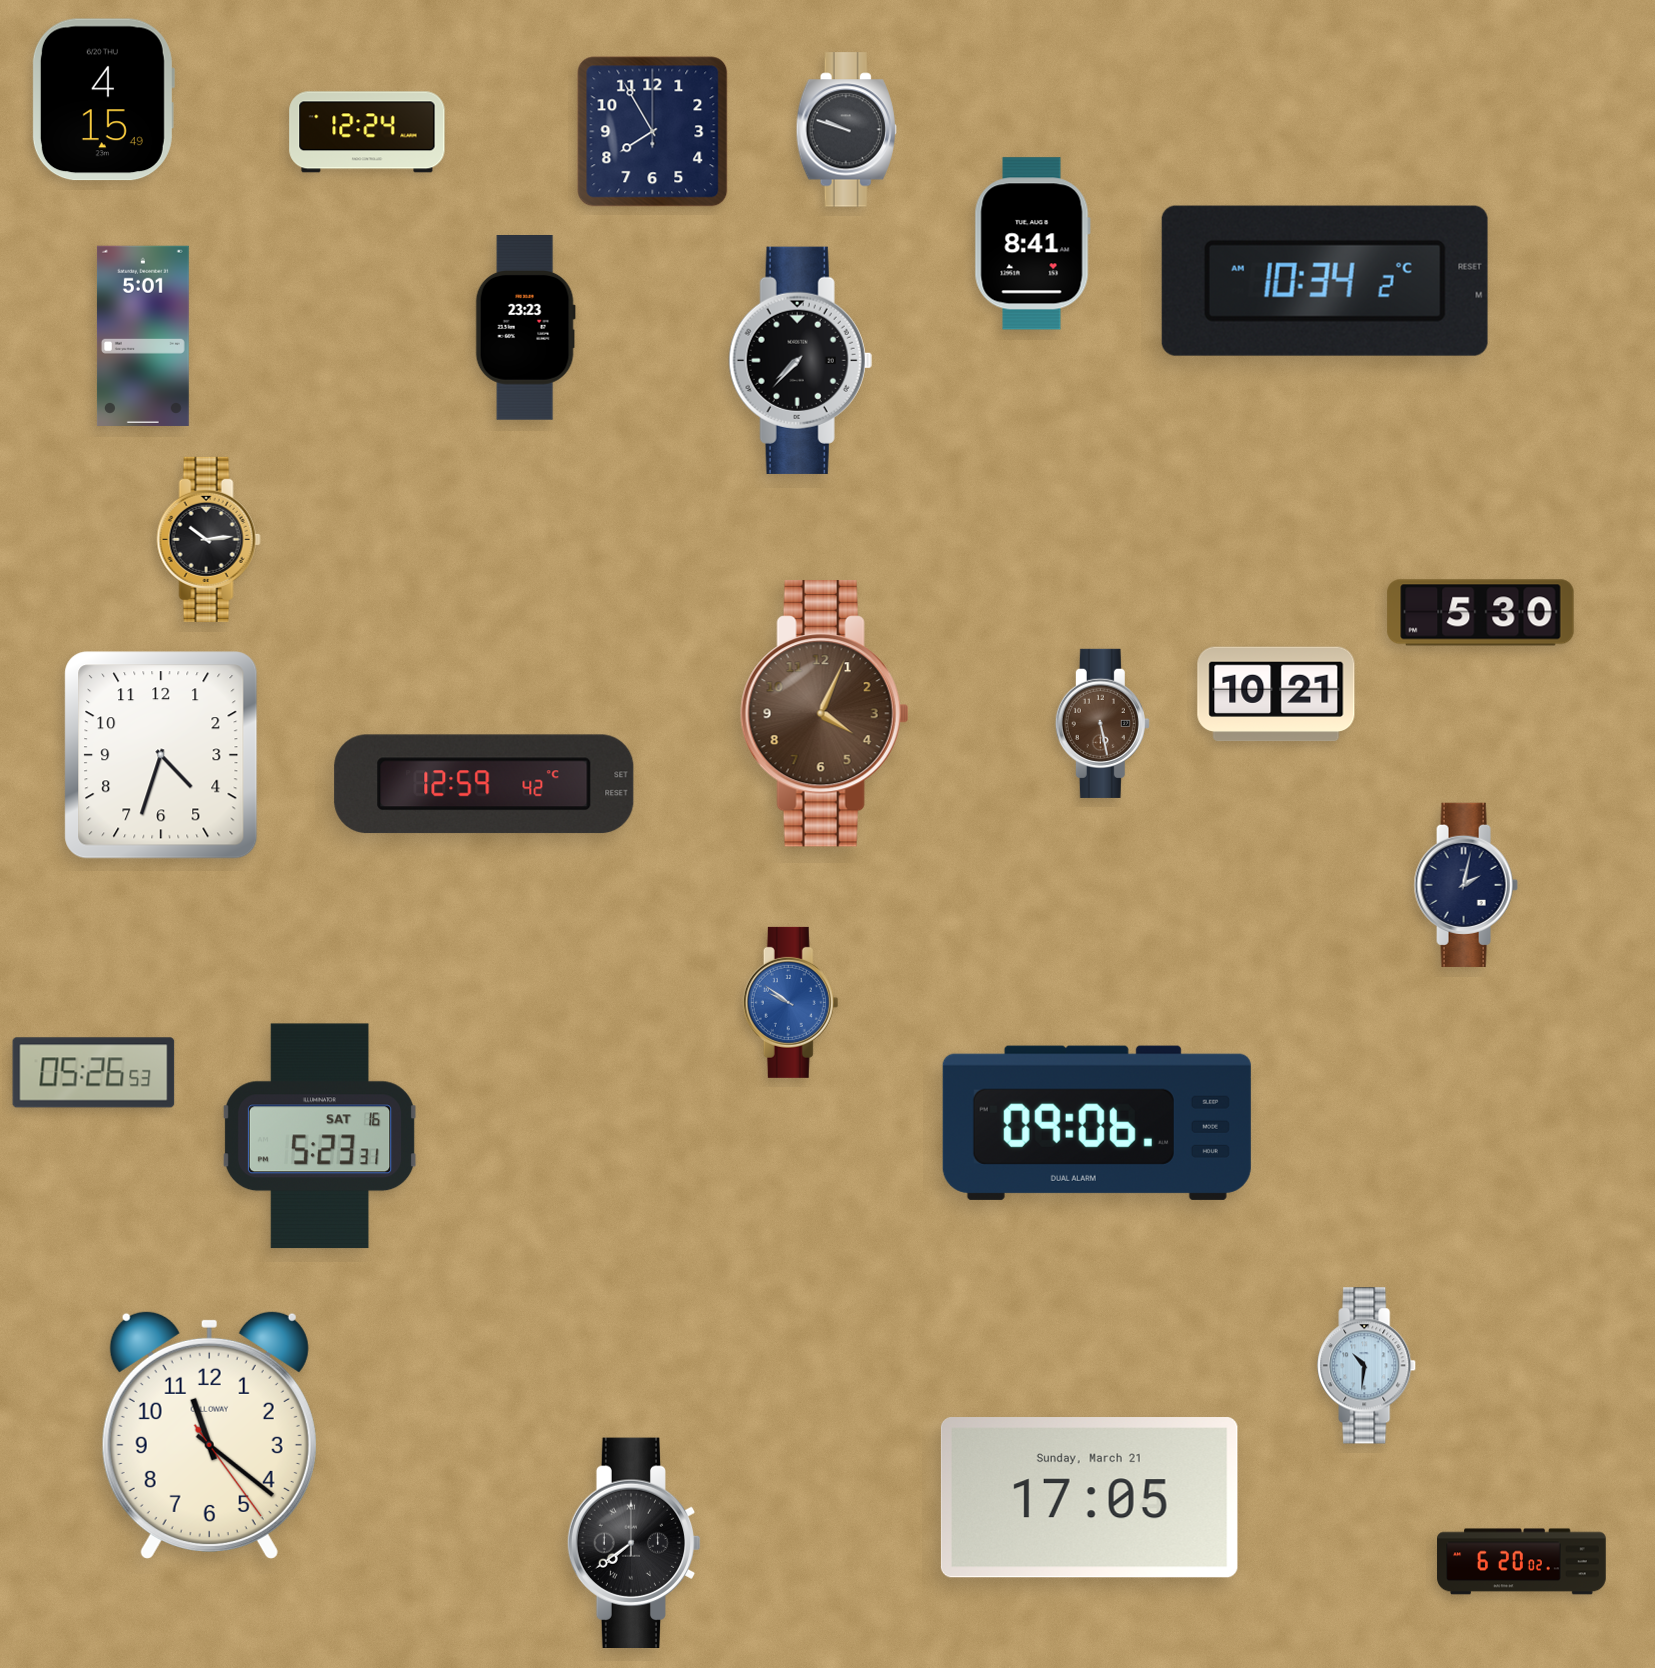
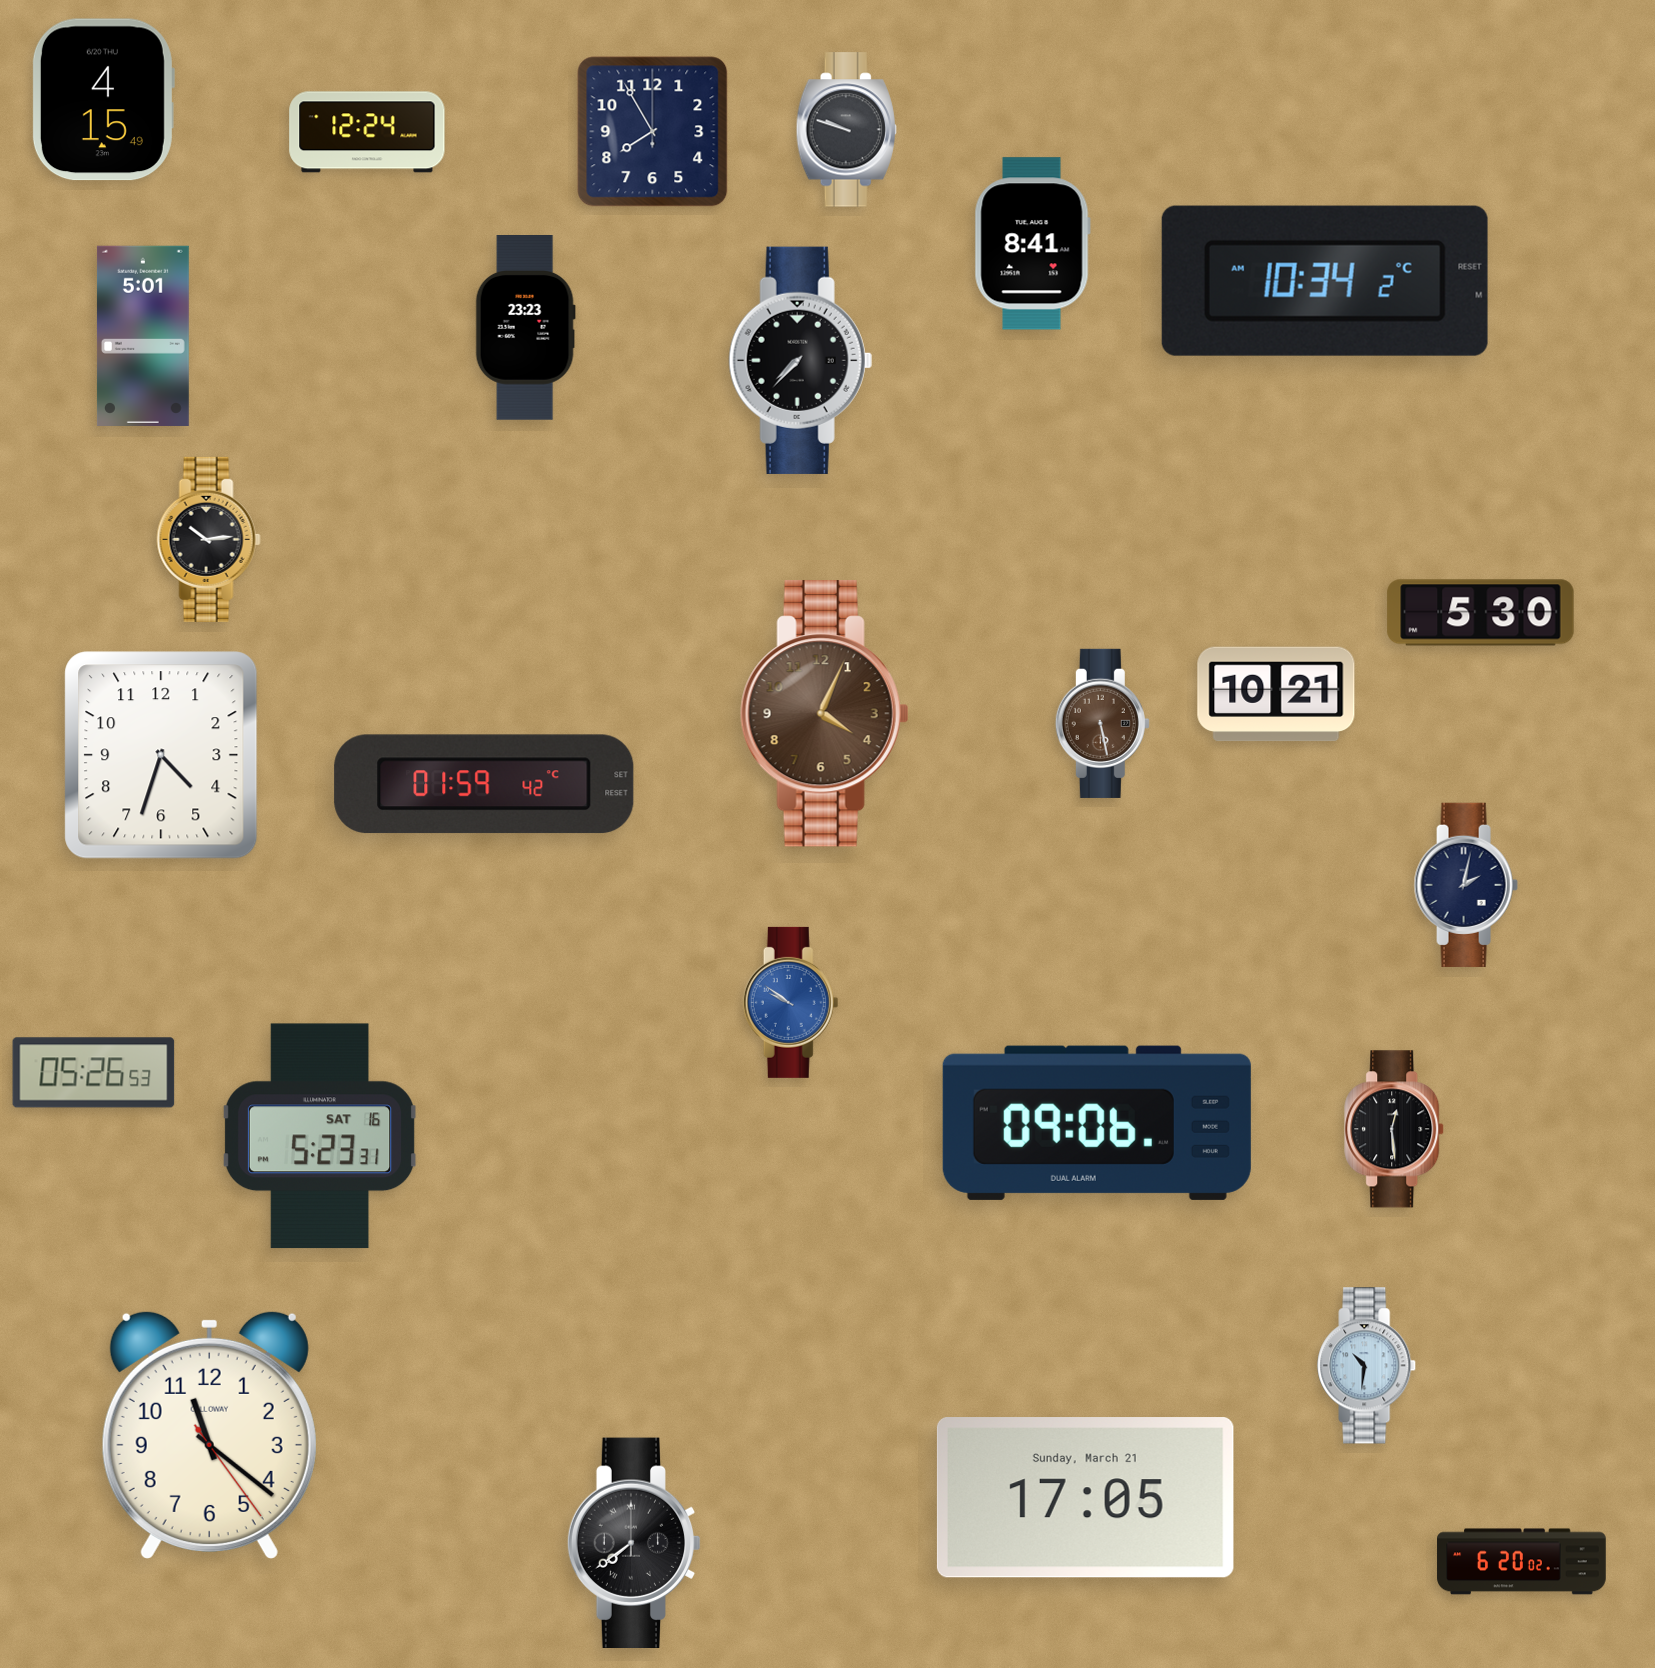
clock at (484, 784): 12:59 -> 01:59
clock at (1395, 1129): none -> 12:29
clock at (1089, 1498) position: (1089, 1498) -> (1085, 1498)
